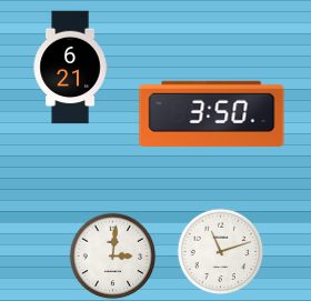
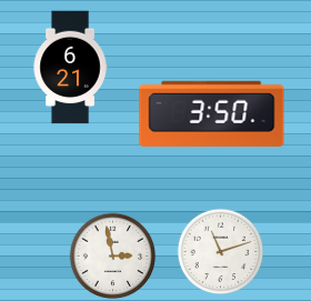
clock at (112, 255): 3:01 -> 2:58
